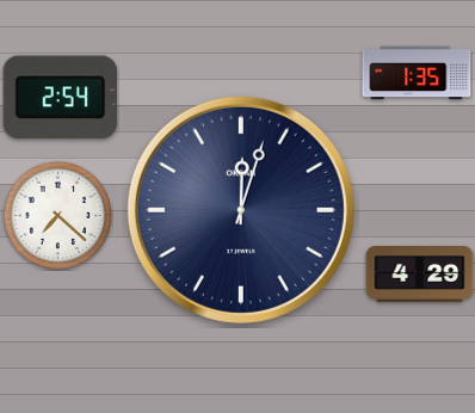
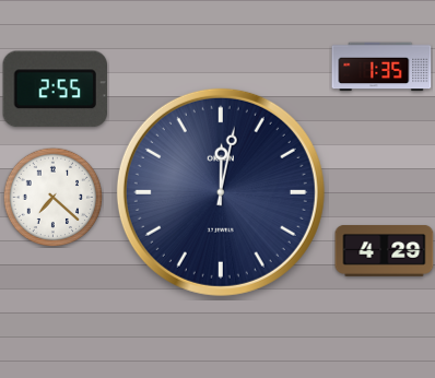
clock at (60, 98): 2:54 -> 2:55
clock at (241, 210): 12:03 -> 12:02
